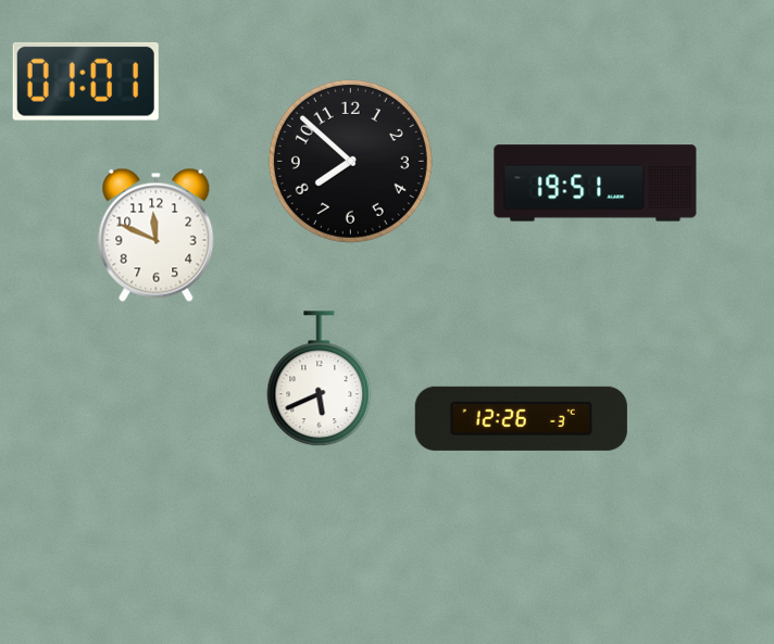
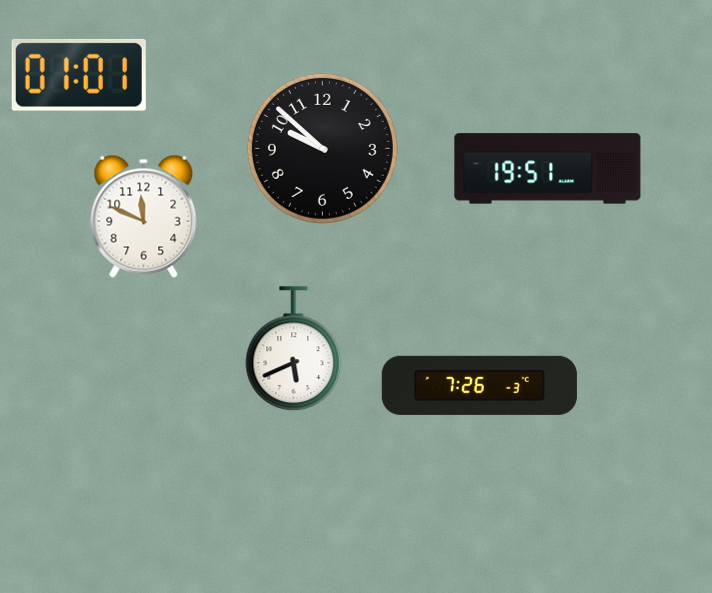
clock at (350, 161): 7:52 -> 9:52
clock at (521, 418): 12:26 -> 7:26
